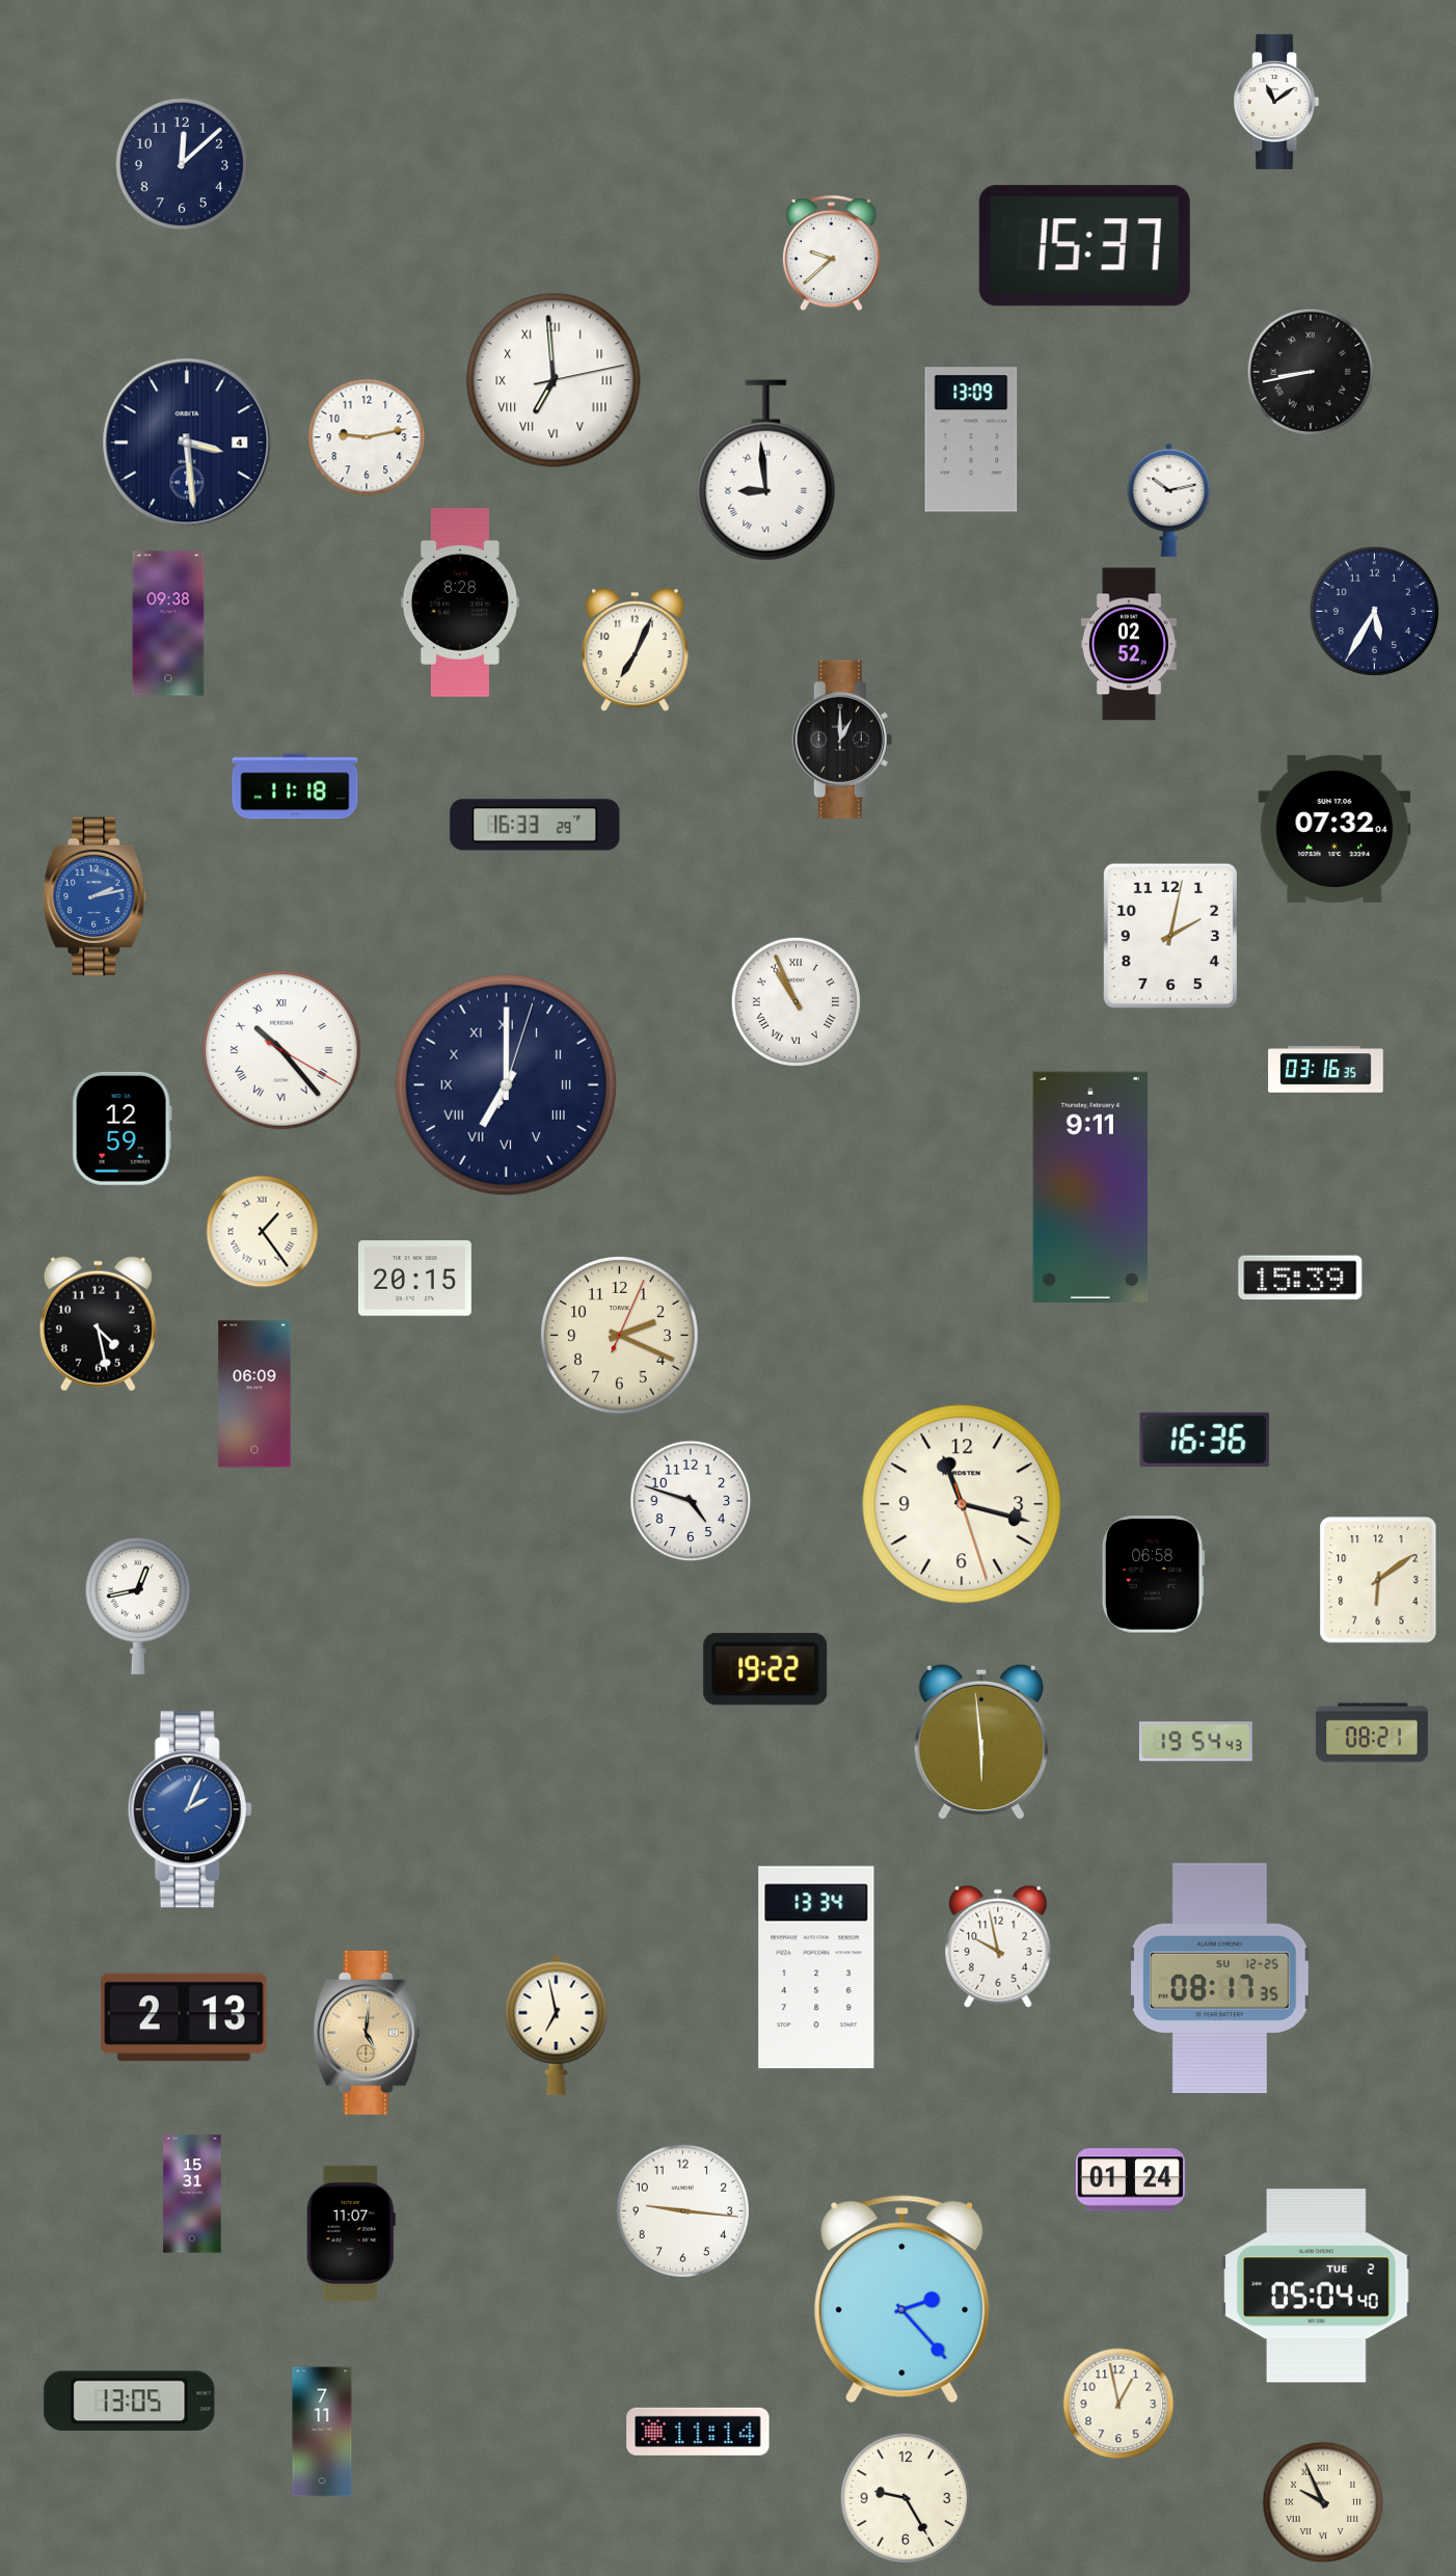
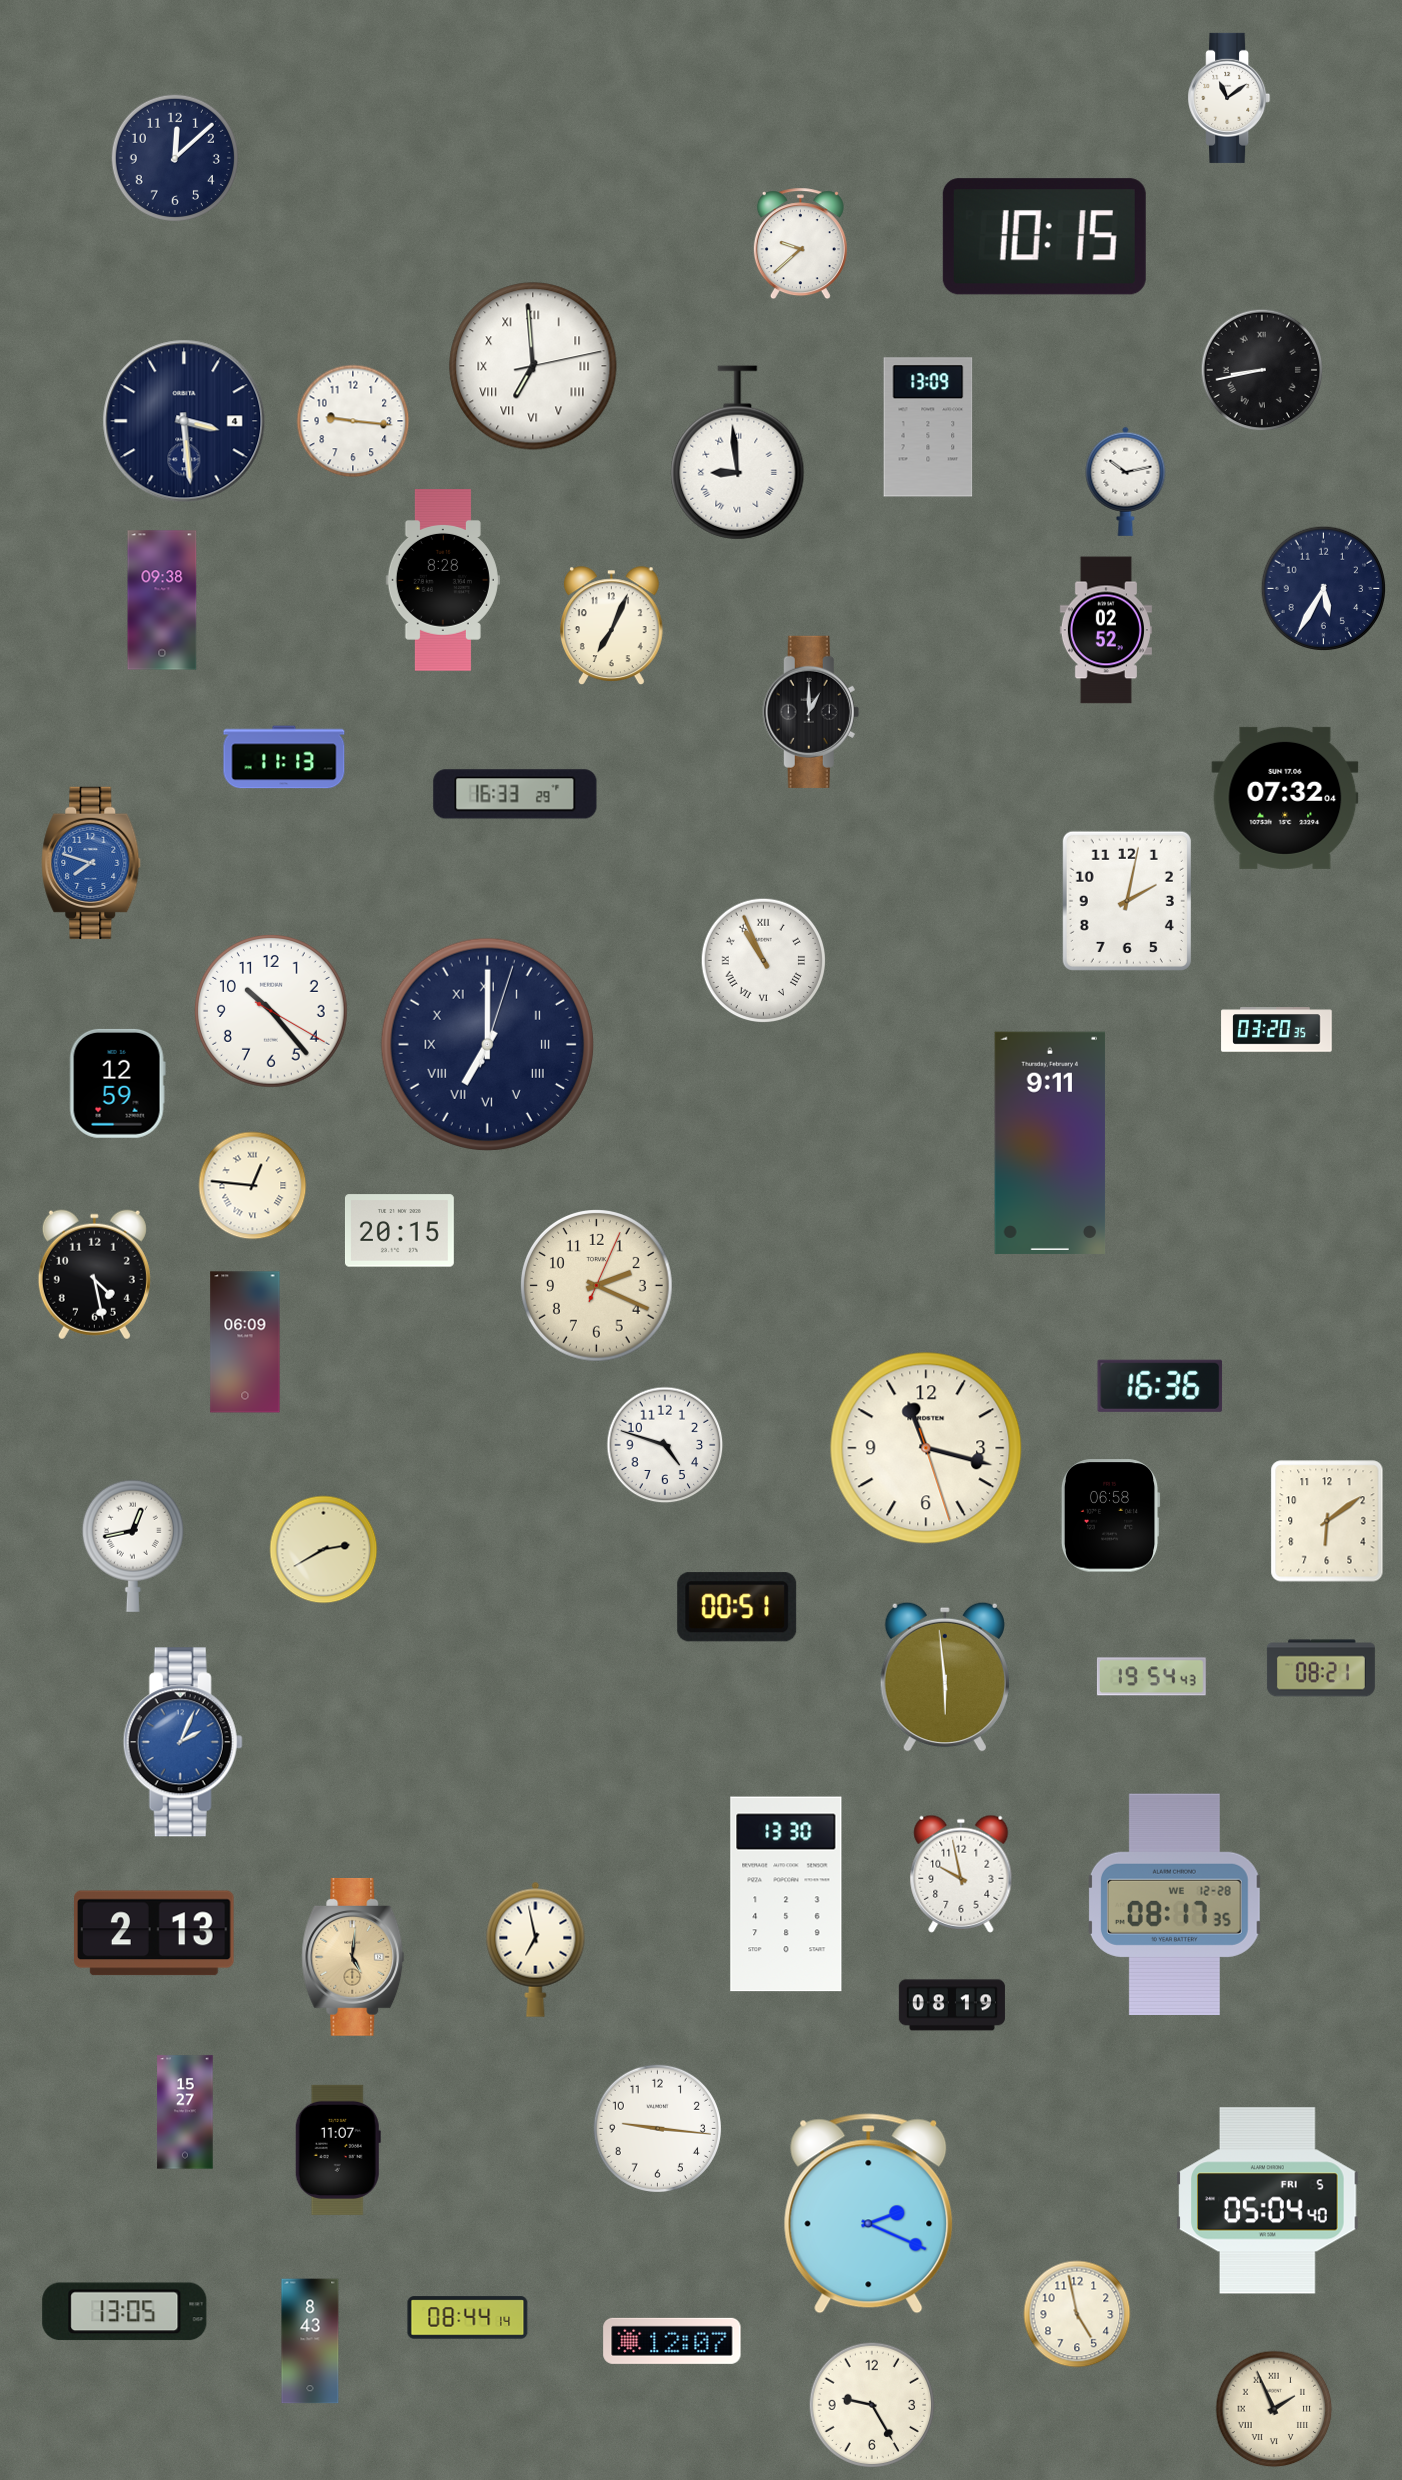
clock at (1084, 246): 15:37 -> 10:15
clock at (1311, 372) position: (1311, 372) -> (1262, 370)
clock at (367, 437): 9:13 -> 9:16
clock at (971, 439) position: (971, 439) -> (928, 427)
clock at (187, 442) position: (187, 442) -> (184, 421)
clock at (1129, 644) position: (1129, 644) -> (1106, 630)
clock at (295, 786): 11:18 -> 11:13
clock at (95, 896): 2:13 -> 7:48
clock at (796, 1001) position: (796, 1001) -> (763, 960)
clock at (282, 1051) numerals: Roman -> Arabic
clock at (1326, 1070): 03:16 -> 03:20
clock at (122, 1128) position: (122, 1128) -> (117, 1083)
clock at (263, 1232): 1:24 -> 12:46
clock at (1300, 1278): 15:39 -> none
clock at (324, 1550): none -> 2:40
clock at (765, 1669): 19:22 -> 00:51
clock at (816, 1967): 13:34 -> 13:30
clock at (1219, 1978) date: SU 12-25 -> WE 12-28
clock at (185, 2017) position: (185, 2017) -> (155, 1933)
clock at (952, 2005): none -> 08:19
clock at (1130, 2180): 01:24 -> none
clock at (192, 2194): 15:31 -> 15:27
clock at (1317, 2286) date: TUE 2 -> FRI 5
clock at (902, 2300): 2:23 -> 2:19
clock at (1118, 2404): 12:58 -> 4:58
clock at (468, 2318): none -> 08:44
clock at (322, 2432): 7:11 -> 8:43
clock at (698, 2432): 11:14 -> 12:07
clock at (1323, 2502): 9:56 -> 1:56
